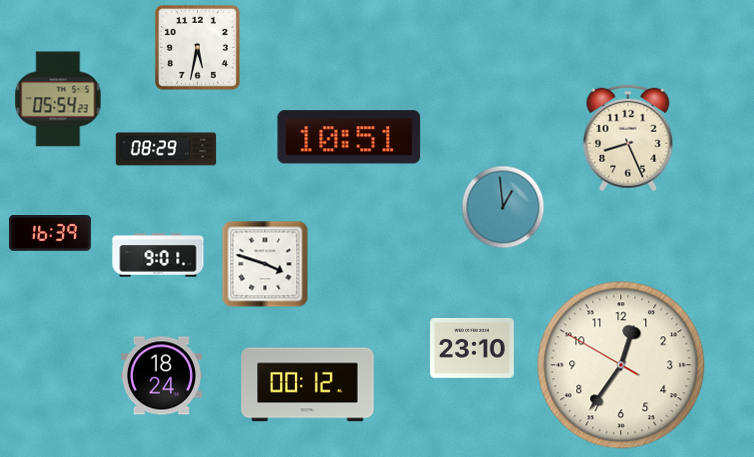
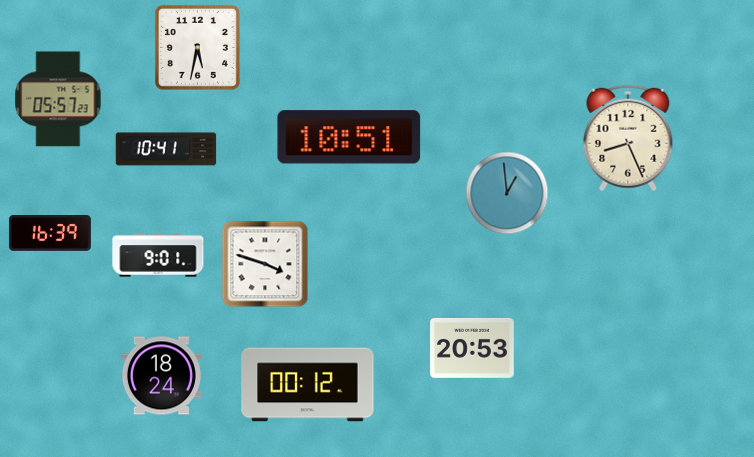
clock at (58, 99): 05:54 -> 05:57
clock at (166, 149): 08:29 -> 10:41
clock at (503, 207) position: (503, 207) -> (507, 193)
clock at (472, 349): 23:10 -> 20:53
clock at (621, 365): 12:35 -> none
